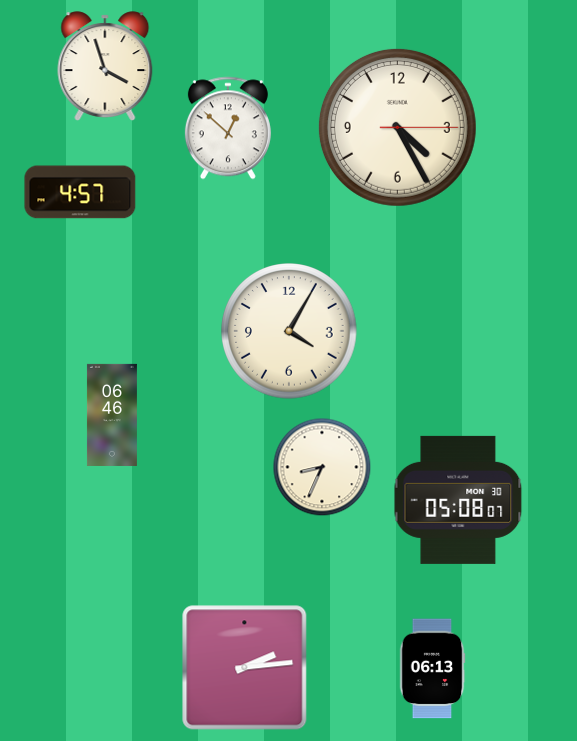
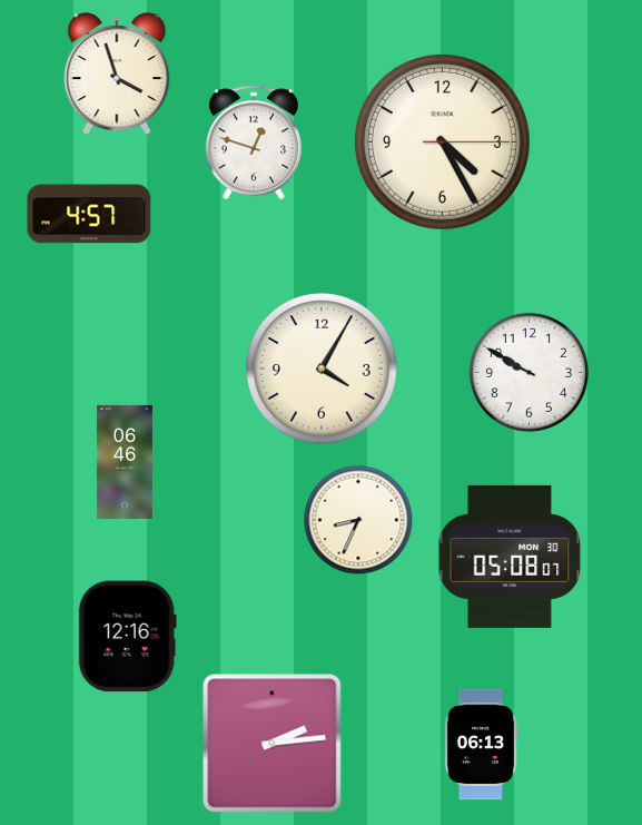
clock at (228, 128): 12:52 -> 12:48
clock at (529, 372): none -> 9:50
clock at (127, 637): none -> 12:16
